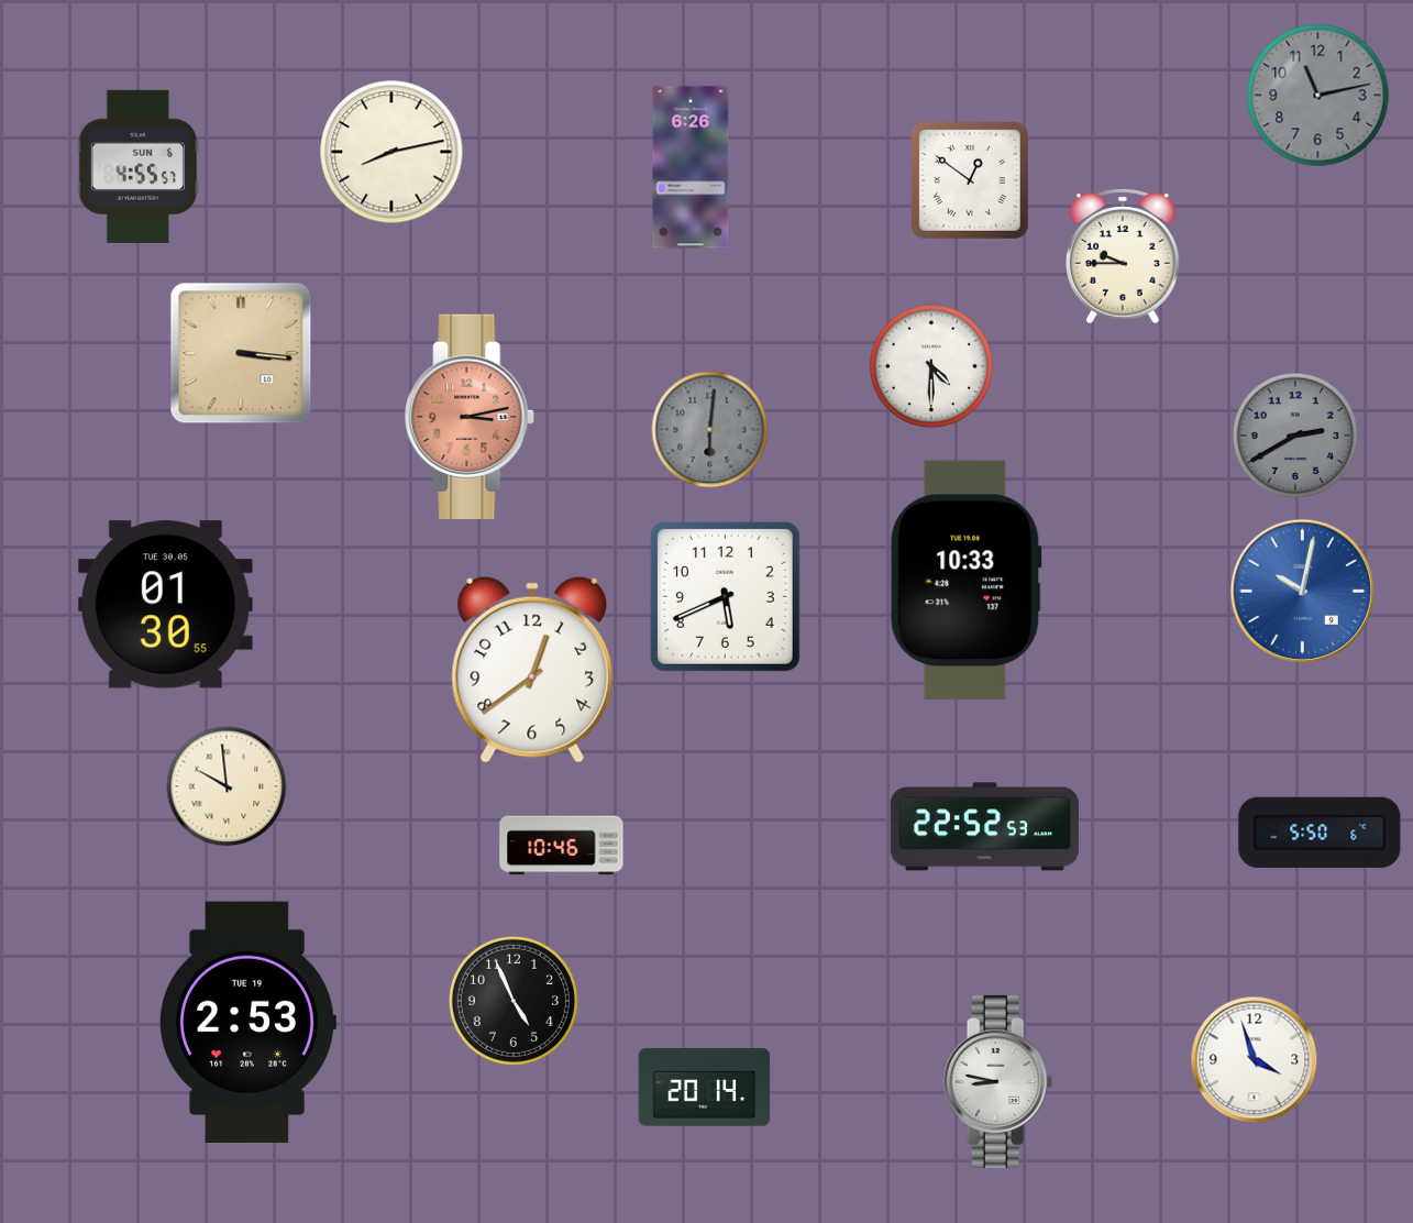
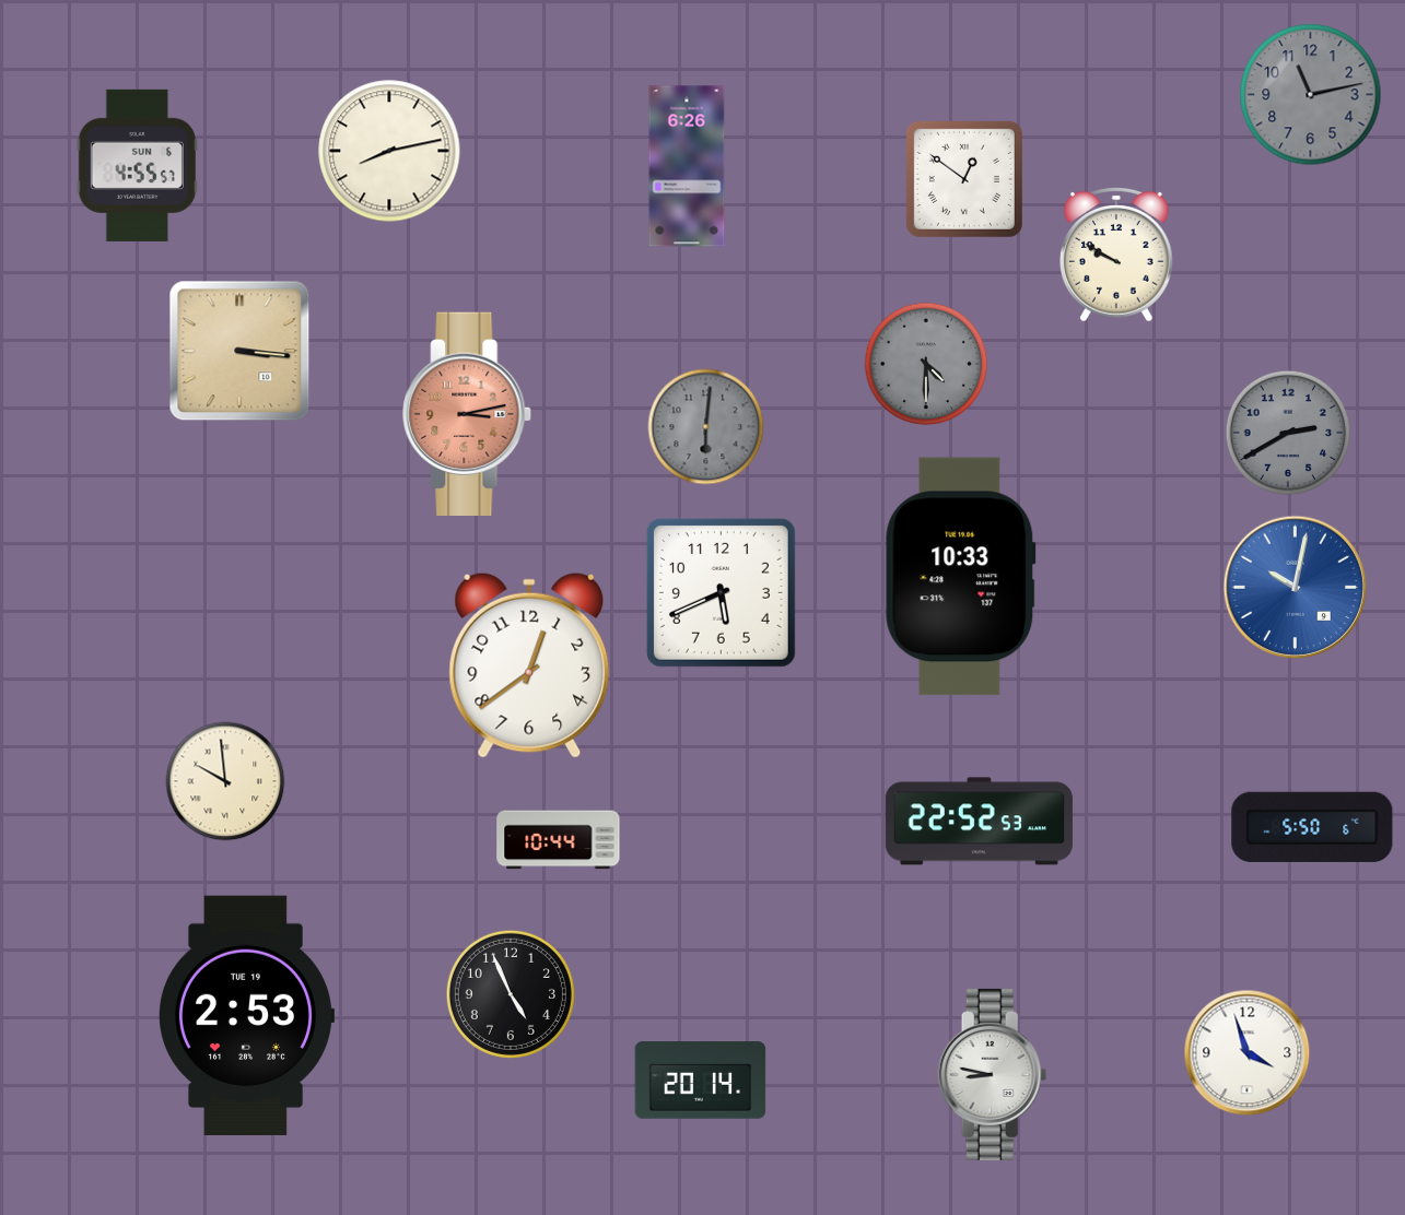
clock at (1124, 256): 9:45 -> 9:50
clock at (931, 366) dial: white -> grey
clock at (165, 605): 01:30 -> none
clock at (562, 846): 10:46 -> 10:44
